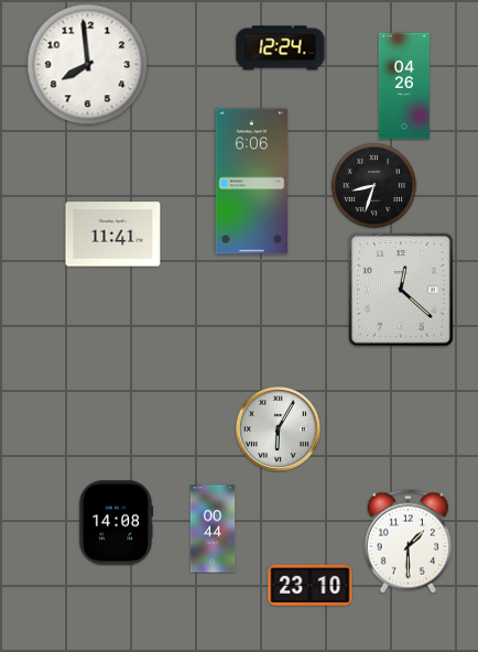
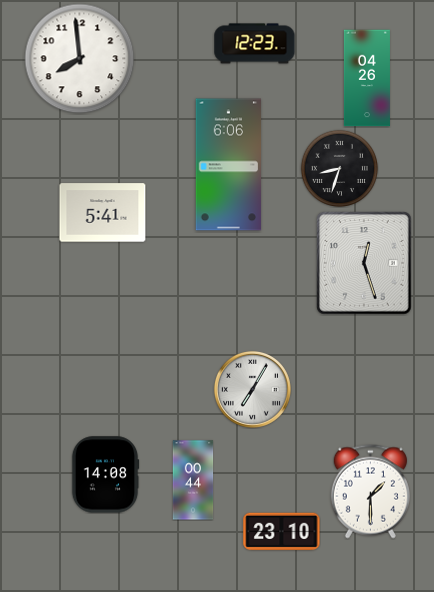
clock at (281, 48): 12:24 -> 12:23
clock at (113, 235): 11:41 -> 5:41
clock at (401, 290): 12:22 -> 12:27
clock at (278, 428): 6:05 -> 7:05
